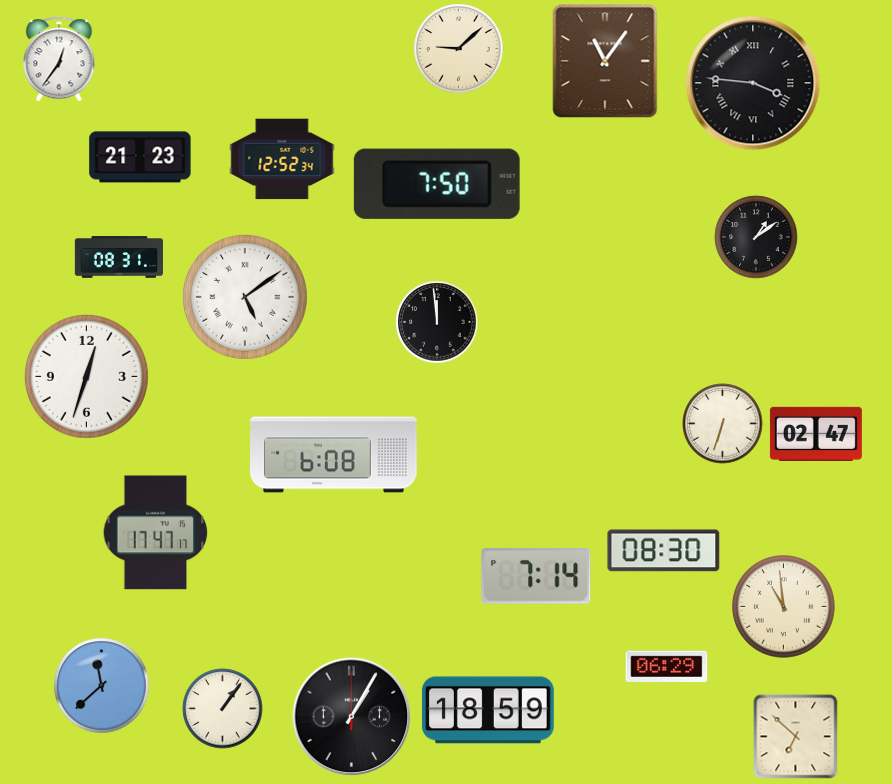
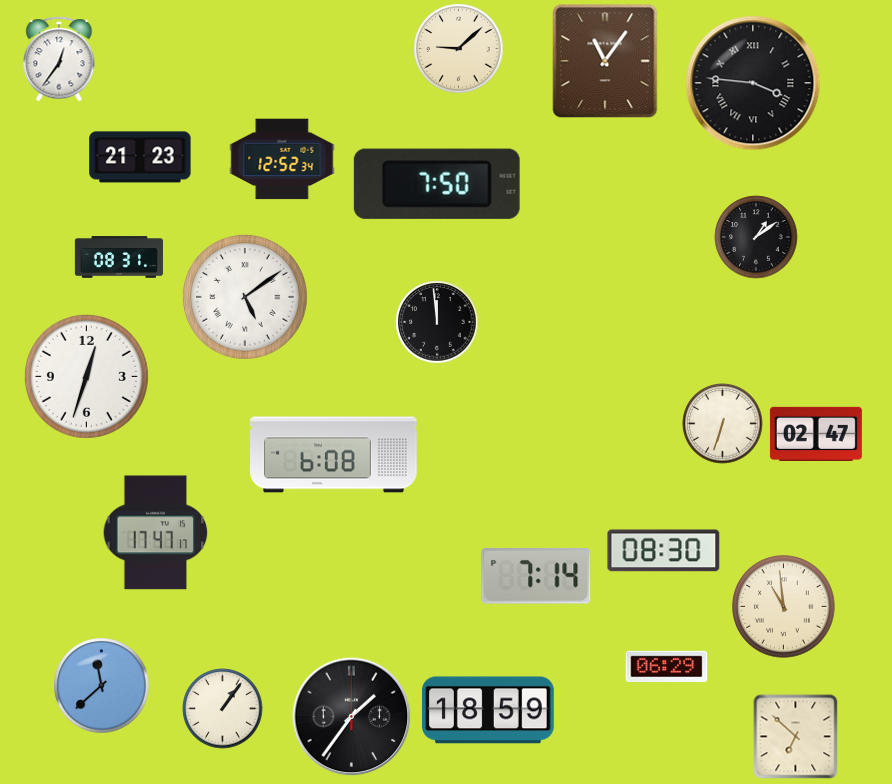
clock at (352, 717): 1:05 -> 1:36
